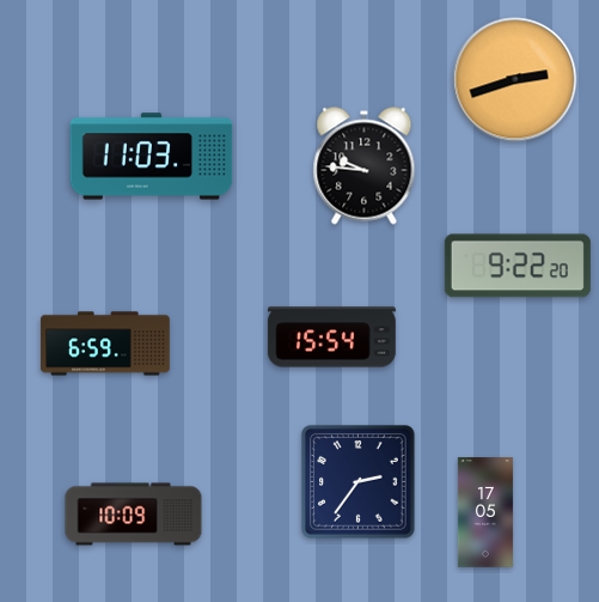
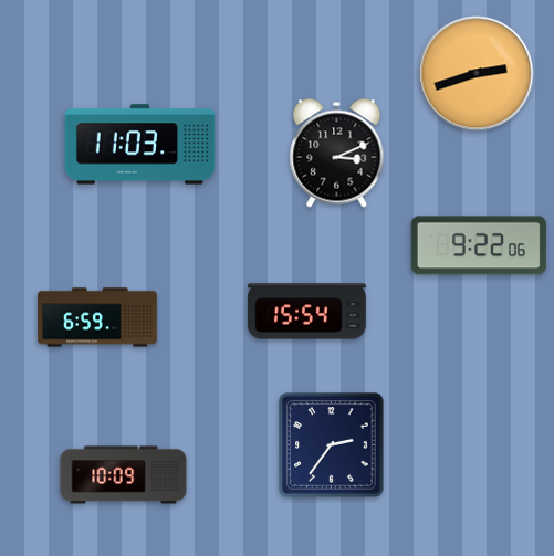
clock at (365, 166): 9:46 -> 3:11
clock at (518, 266): 9:22:20 -> 9:22:06
clock at (485, 512): 17:05 -> none
